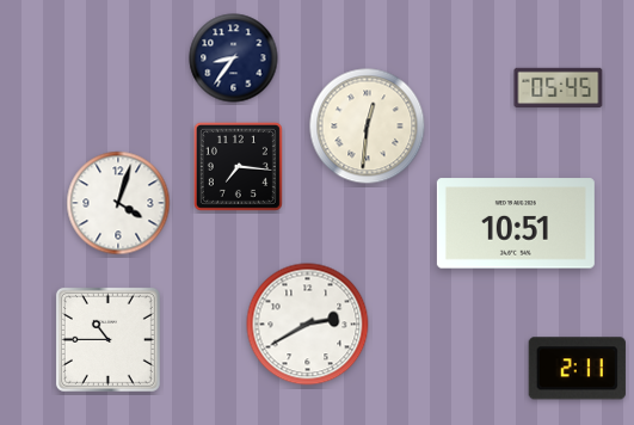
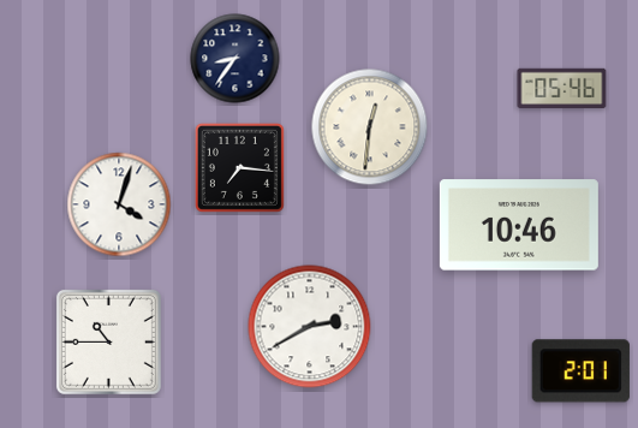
clock at (559, 87): 05:45 -> 05:46
clock at (516, 223): 10:51 -> 10:46
clock at (577, 369): 2:11 -> 2:01
